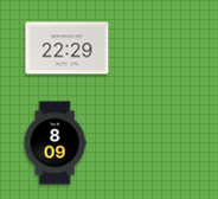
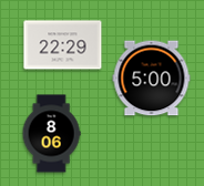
clock at (152, 79): none -> 5:00
clock at (54, 143): 8:09 -> 8:06
